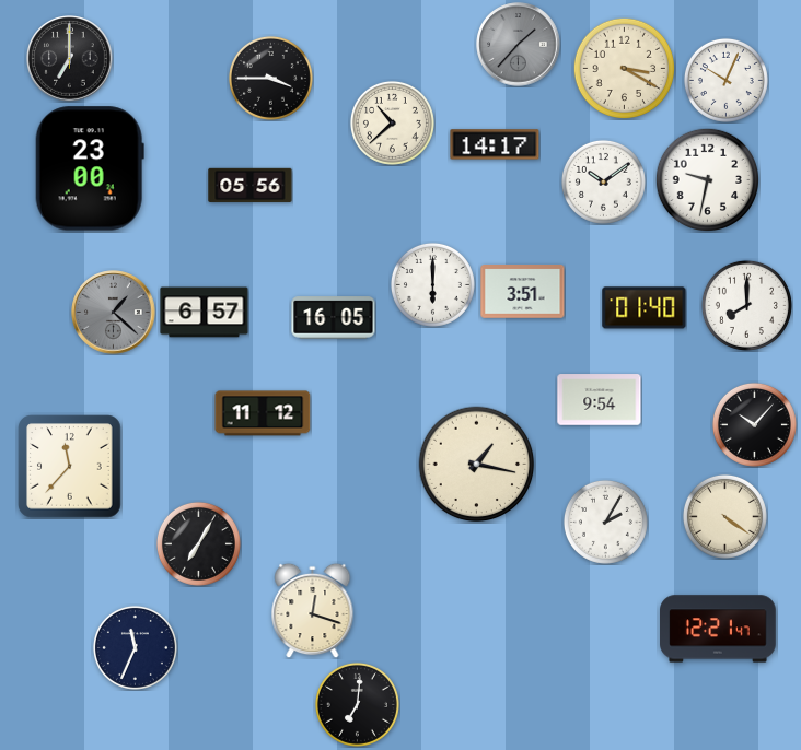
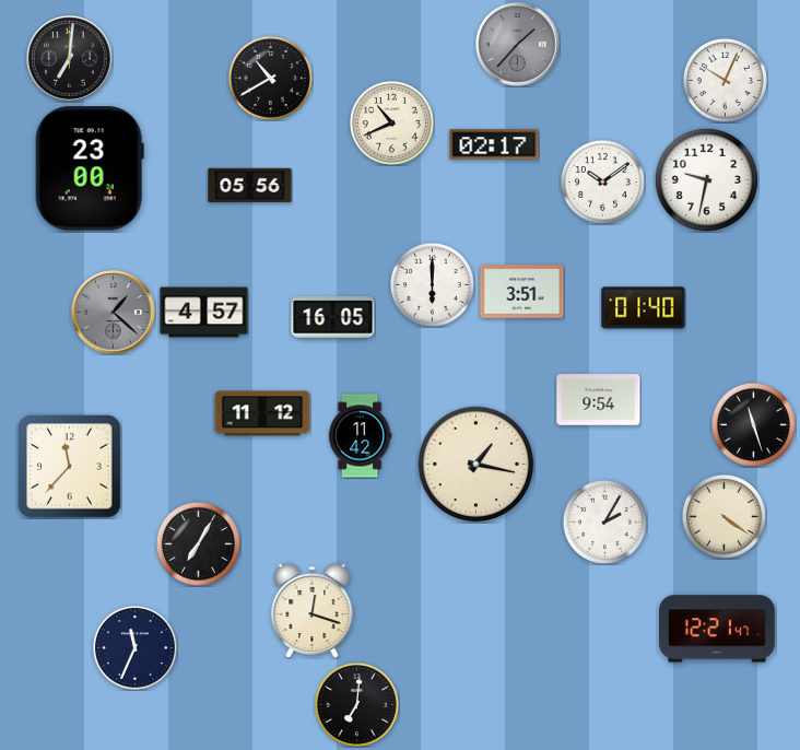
clock at (70, 59): 7:00 -> 7:01
clock at (624, 68): 3:20 -> none
clock at (270, 78): 3:45 -> 10:40
clock at (392, 122): 10:38 -> 10:41
clock at (495, 144): 14:17 -> 02:17
clock at (746, 305): 8:00 -> none
clock at (205, 313): 6:57 -> 4:57
clock at (754, 424): 10:07 -> 11:27
clock at (360, 436): none -> 11:42
